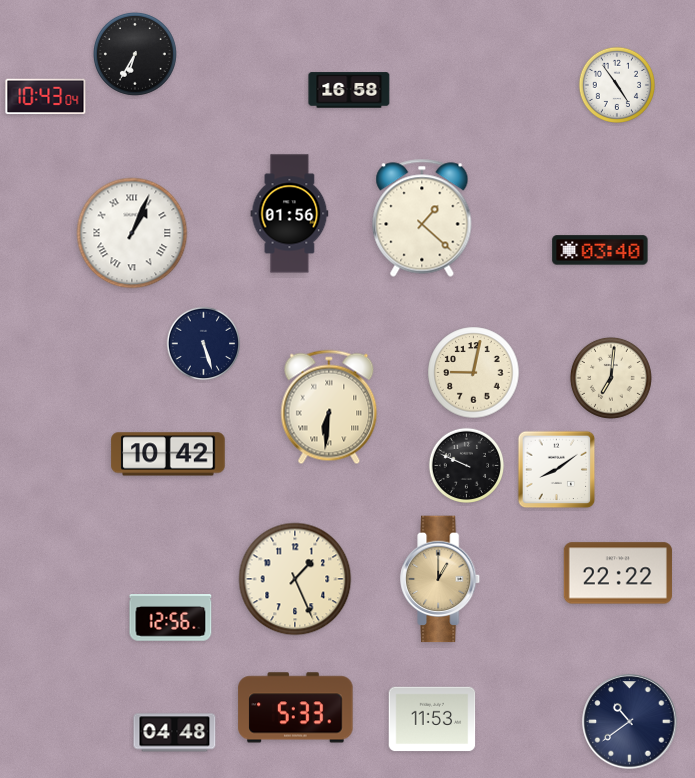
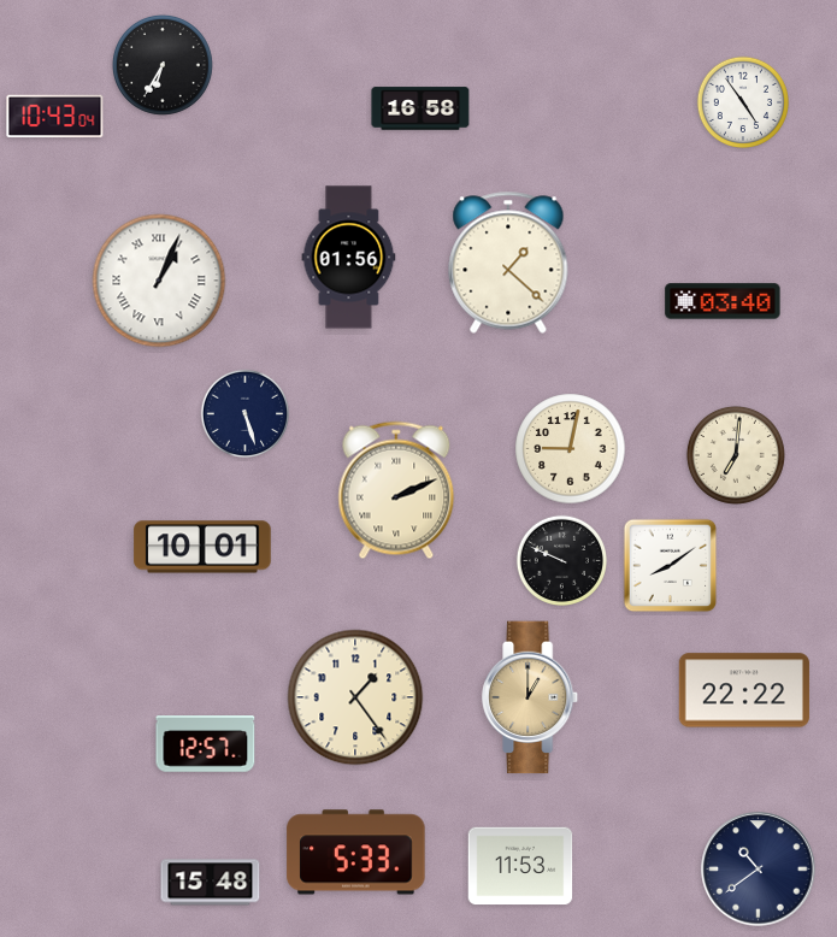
clock at (329, 407): 6:31 -> 2:11
clock at (168, 454): 10:42 -> 10:01
clock at (295, 579): 1:26 -> 1:24
clock at (171, 618): 12:56 -> 12:57
clock at (175, 733): 04:48 -> 15:48
